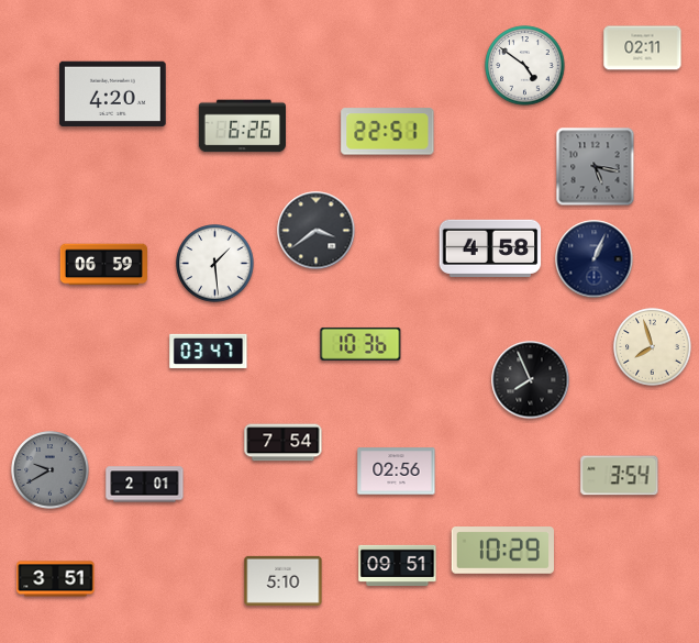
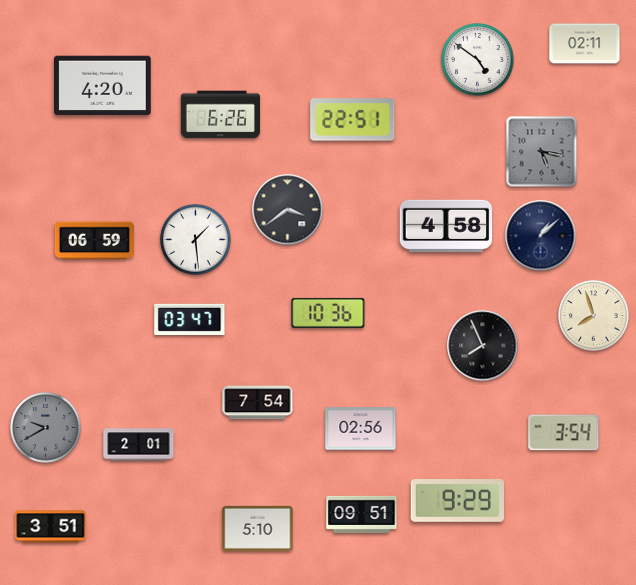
clock at (595, 259): 1:04 -> 1:08
clock at (145, 485) position: (145, 485) -> (139, 445)
clock at (502, 551): 10:29 -> 9:29
